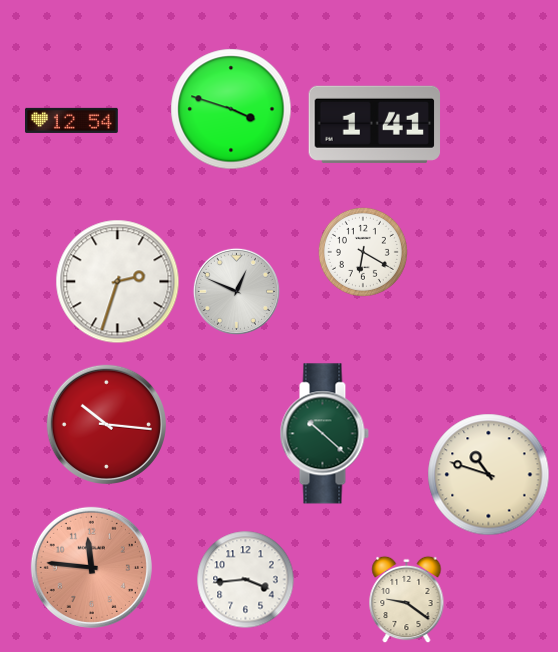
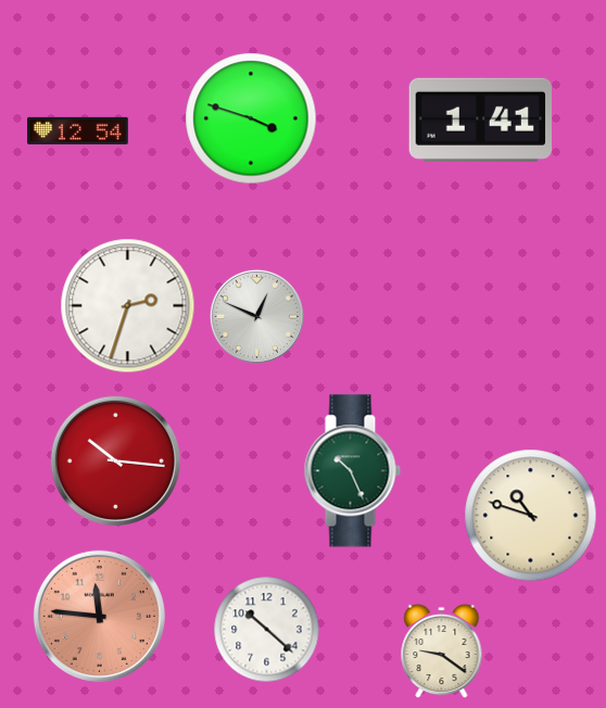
clock at (375, 124) position: (375, 124) -> (481, 119)
clock at (363, 252): 6:20 -> none
clock at (324, 434): 10:22 -> 10:26
clock at (246, 580): 3:44 -> 10:22
